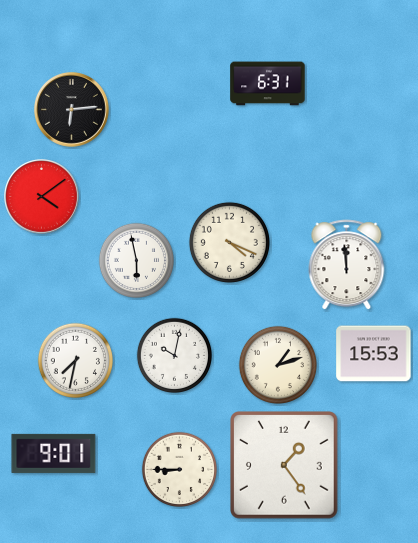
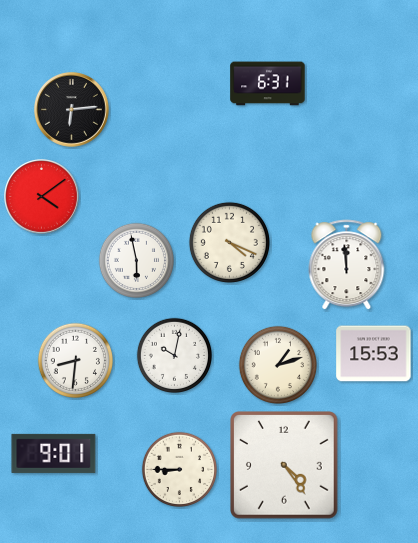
clock at (75, 360): 7:32 -> 8:31
clock at (285, 466): 1:24 -> 4:24
